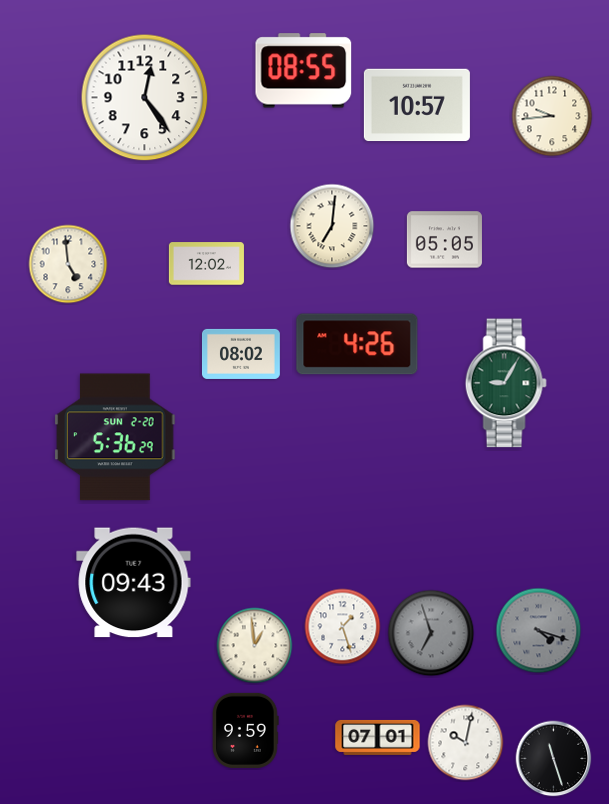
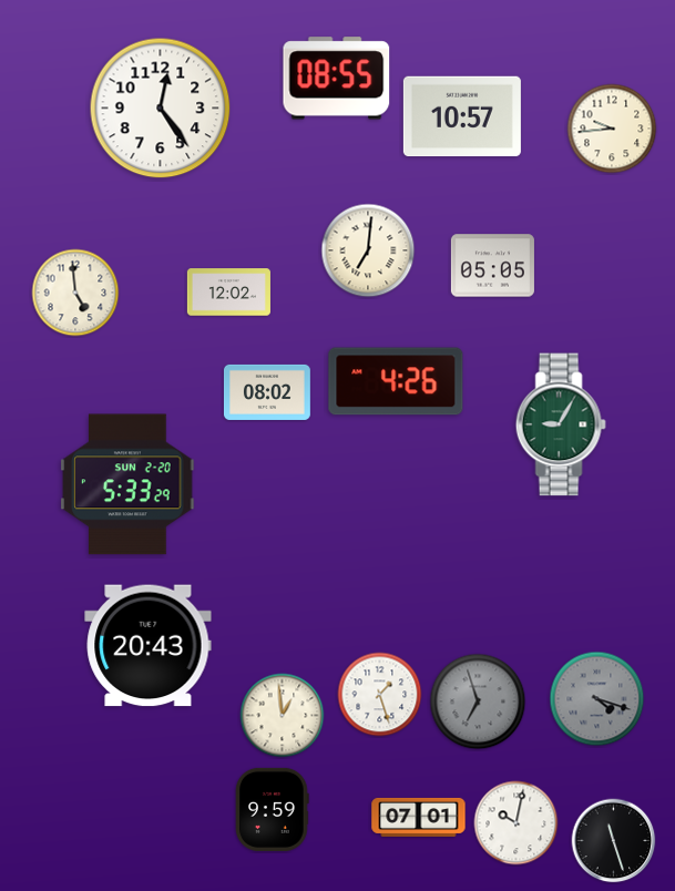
clock at (115, 437): 5:36 -> 5:33
clock at (134, 583): 09:43 -> 20:43
